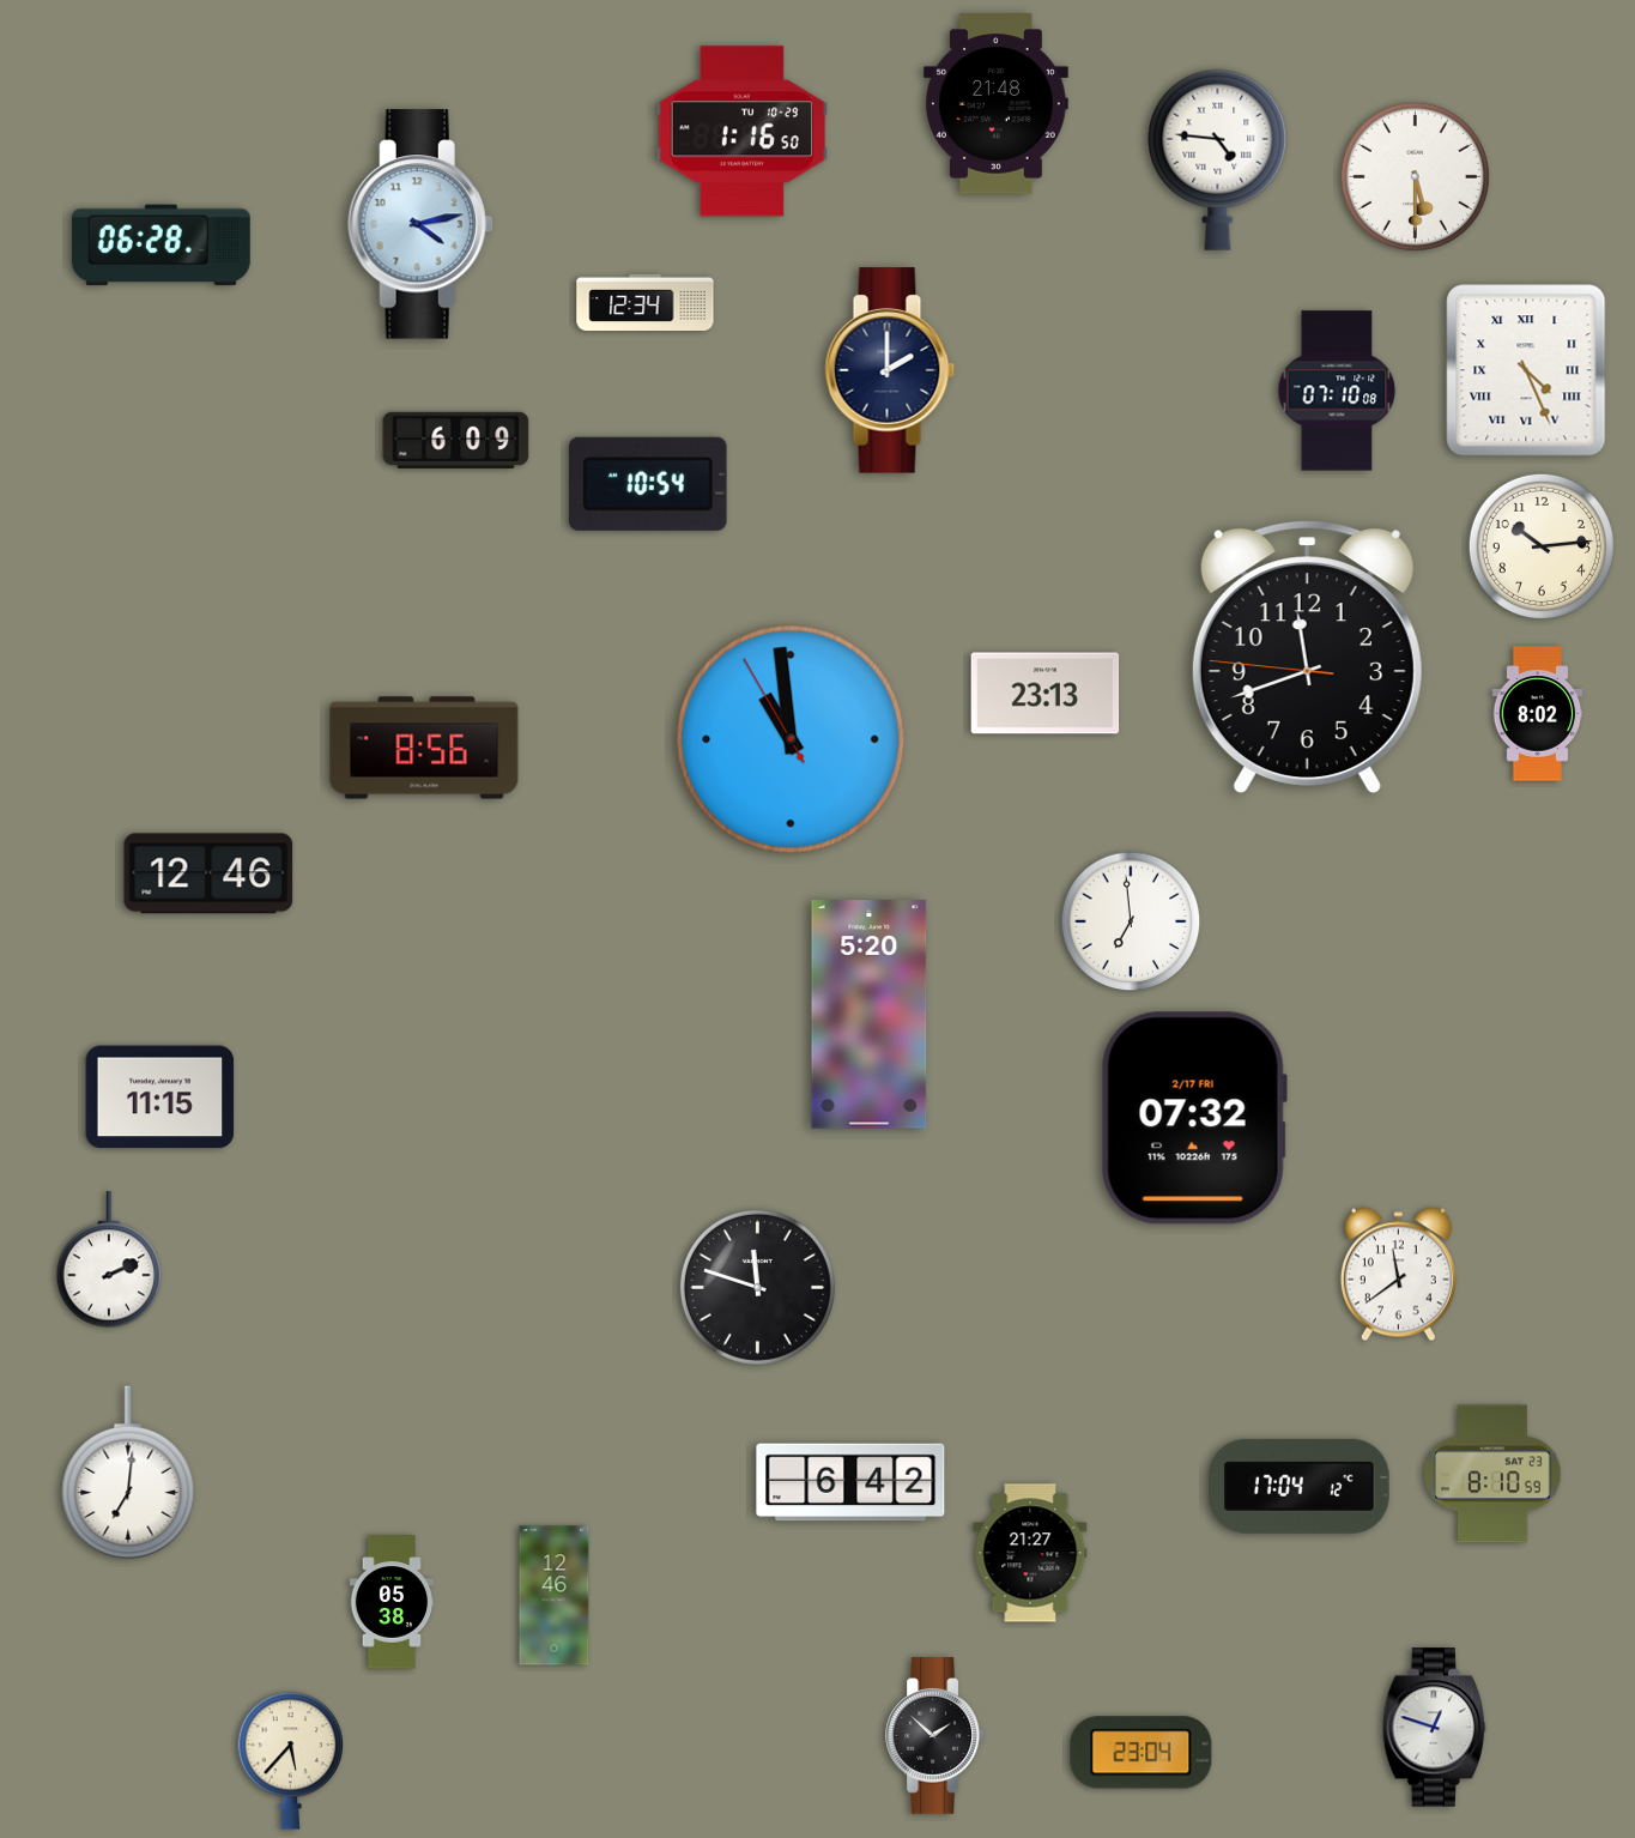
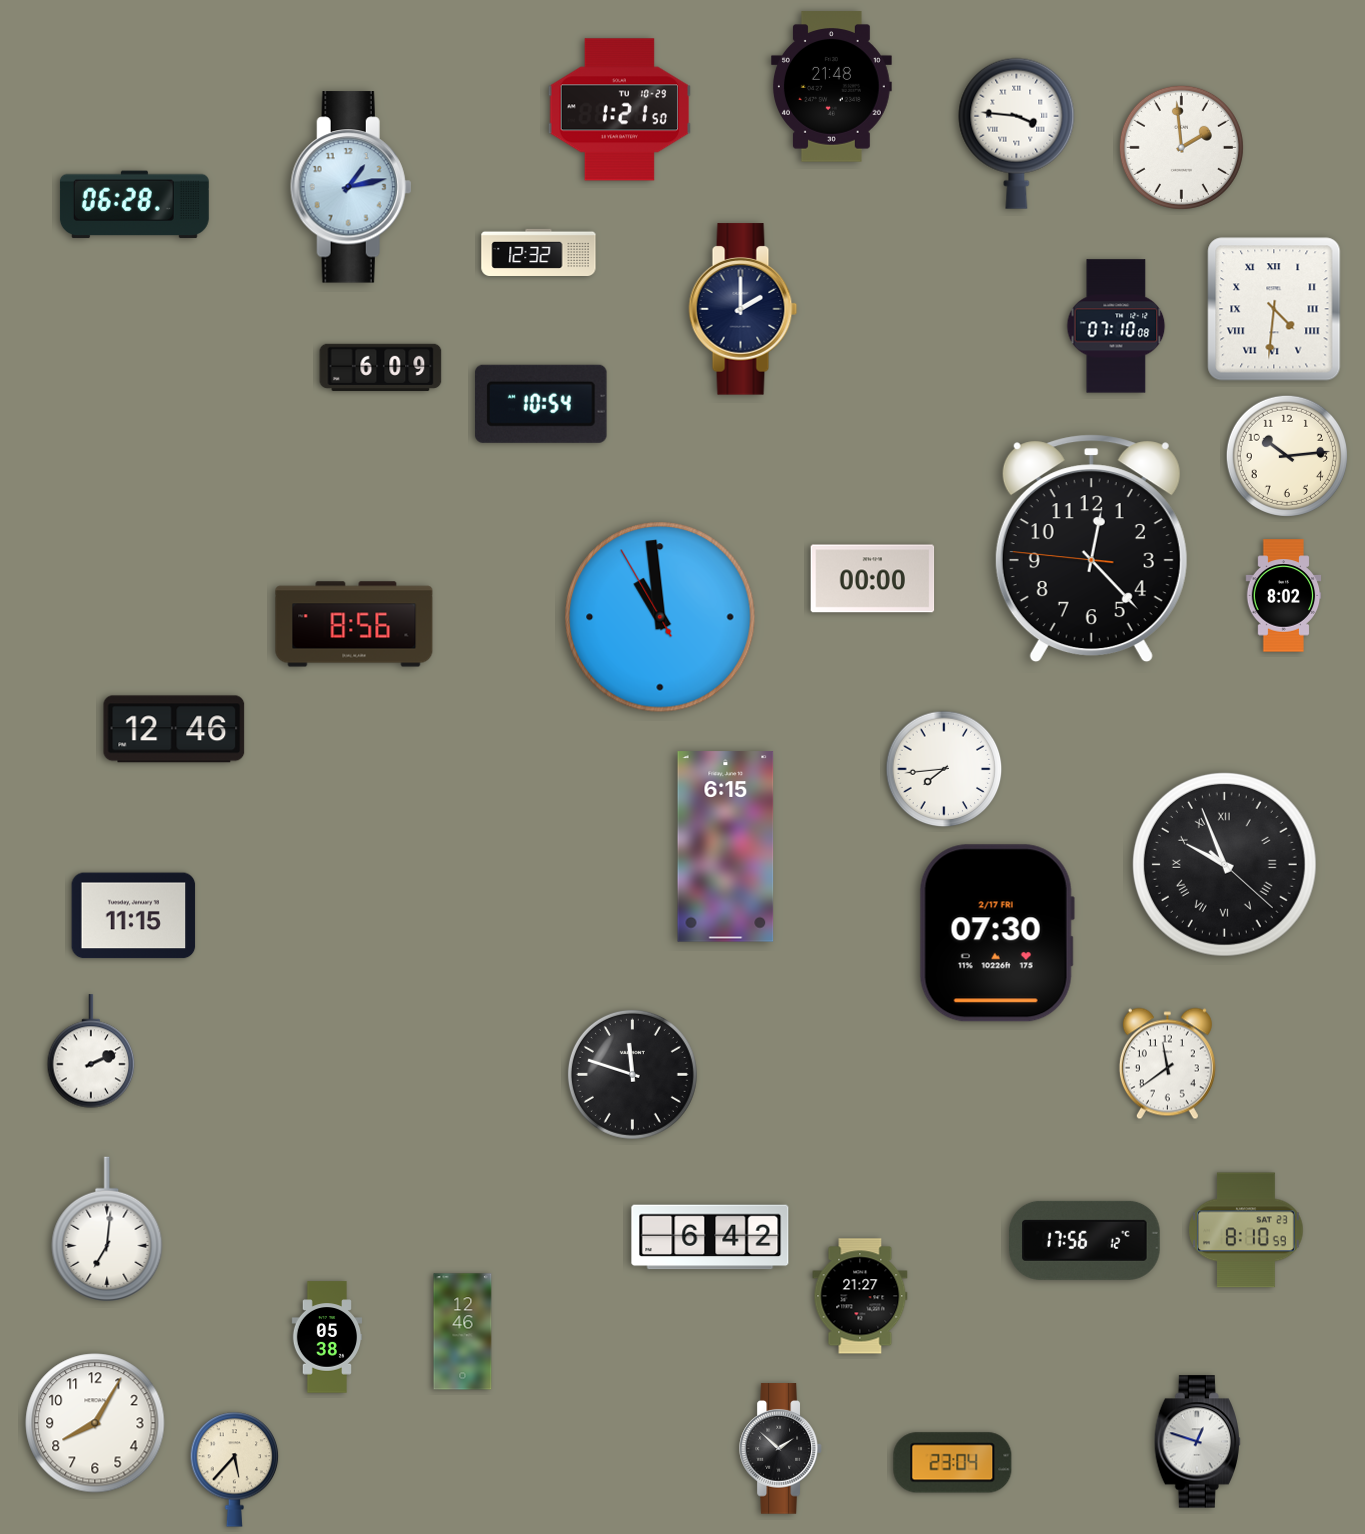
clock at (743, 132): 1:16 -> 1:21
clock at (1218, 159): 4:46 -> 3:46
clock at (1415, 176): 5:30 -> 1:59
clock at (420, 224): 4:13 -> 1:13
clock at (646, 302): 12:34 -> 12:32
clock at (1526, 370): 4:26 -> 4:31
clock at (1307, 658): 11:41 -> 12:22
clock at (1046, 694): 23:13 -> 00:00
clock at (1131, 921): 6:59 -> 7:44
clock at (870, 1015): 5:20 -> 6:15
clock at (1224, 864): none -> 9:56
clock at (1194, 1118): 07:32 -> 07:30
clock at (1300, 1486): 17:04 -> 17:56
clock at (95, 1423): none -> 8:05
clock at (291, 1761) position: (291, 1761) -> (235, 1470)
